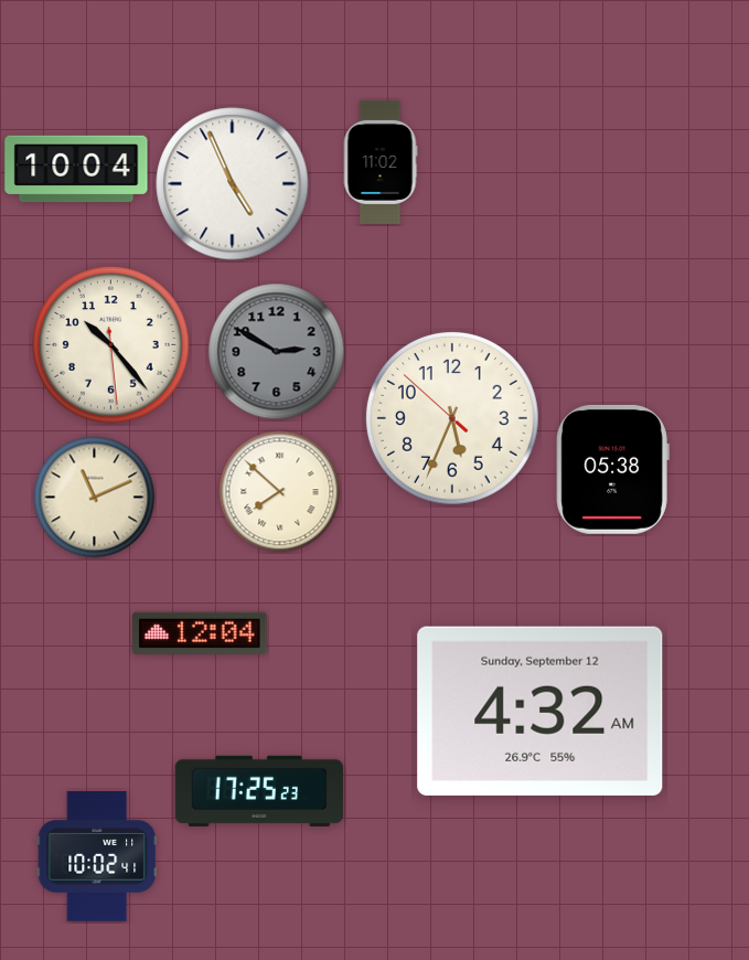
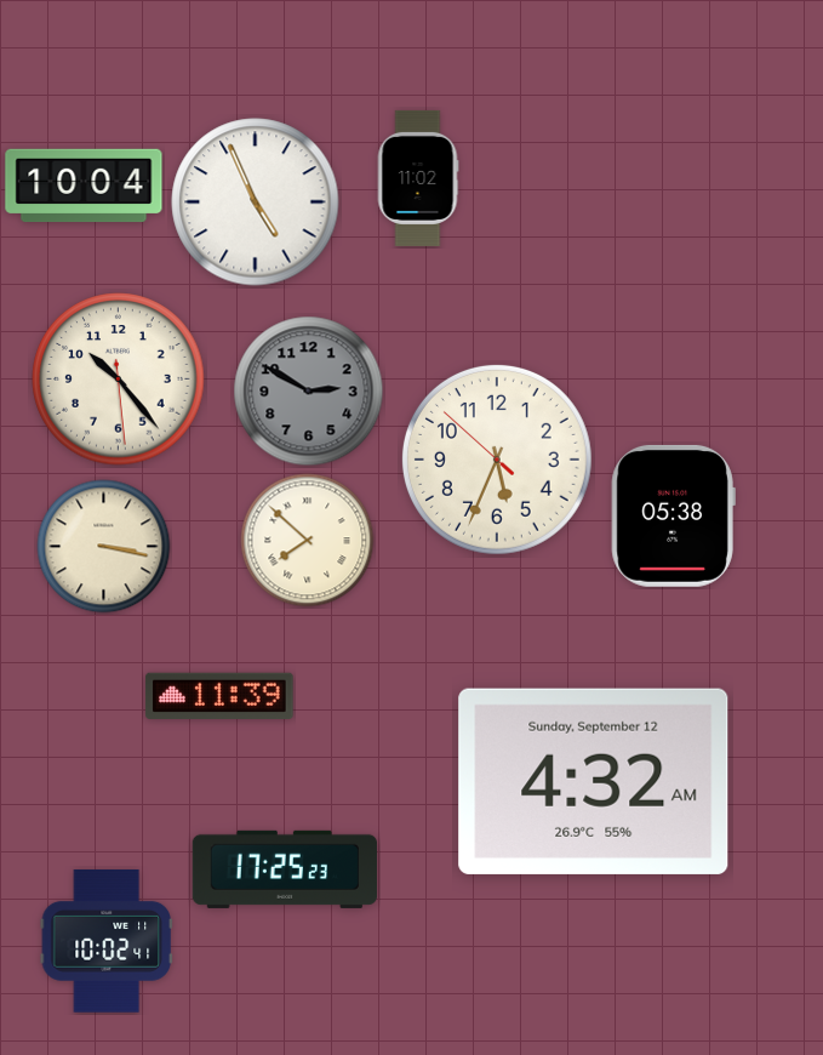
clock at (111, 345) position: (111, 345) -> (119, 380)
clock at (277, 352) position: (277, 352) -> (309, 392)
clock at (95, 498): 11:11 -> 3:17
clock at (200, 632): 12:04 -> 11:39
